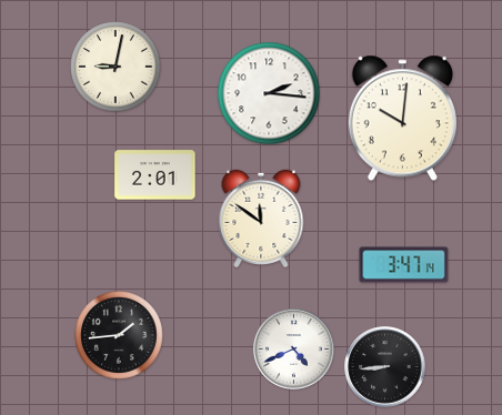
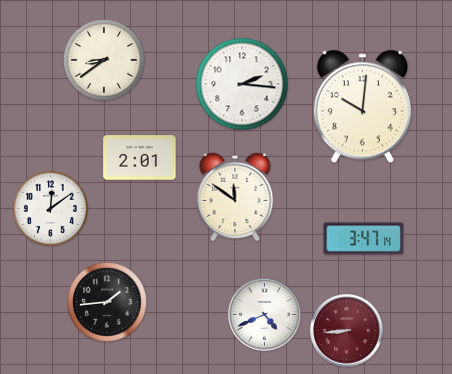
clock at (116, 67): 9:02 -> 8:39
clock at (50, 208): none -> 12:09
clock at (385, 367) dial: black -> burgundy
